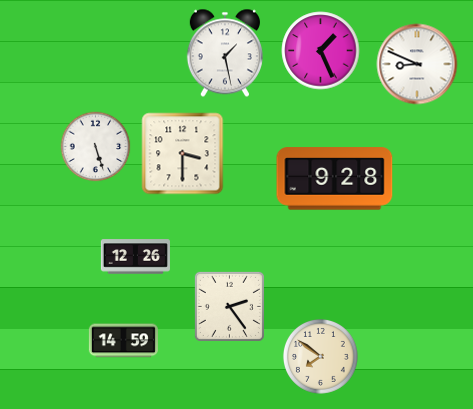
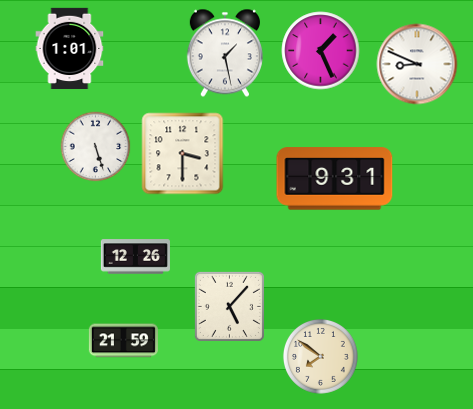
clock at (70, 49): none -> 1:01
clock at (335, 179): 9:28 -> 9:31
clock at (229, 306): 2:24 -> 5:07
clock at (123, 341): 14:59 -> 21:59
